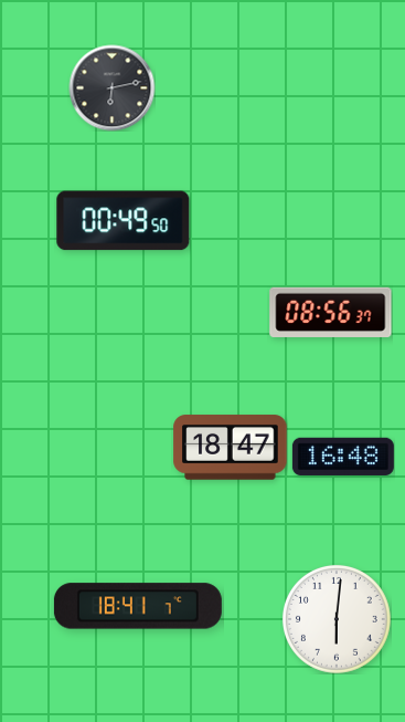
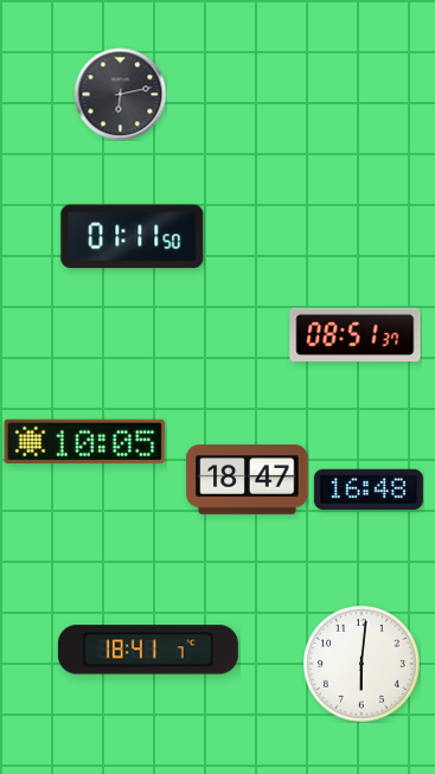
clock at (124, 221): 00:49 -> 01:11
clock at (331, 312): 08:56 -> 08:51
clock at (85, 441): none -> 10:05
